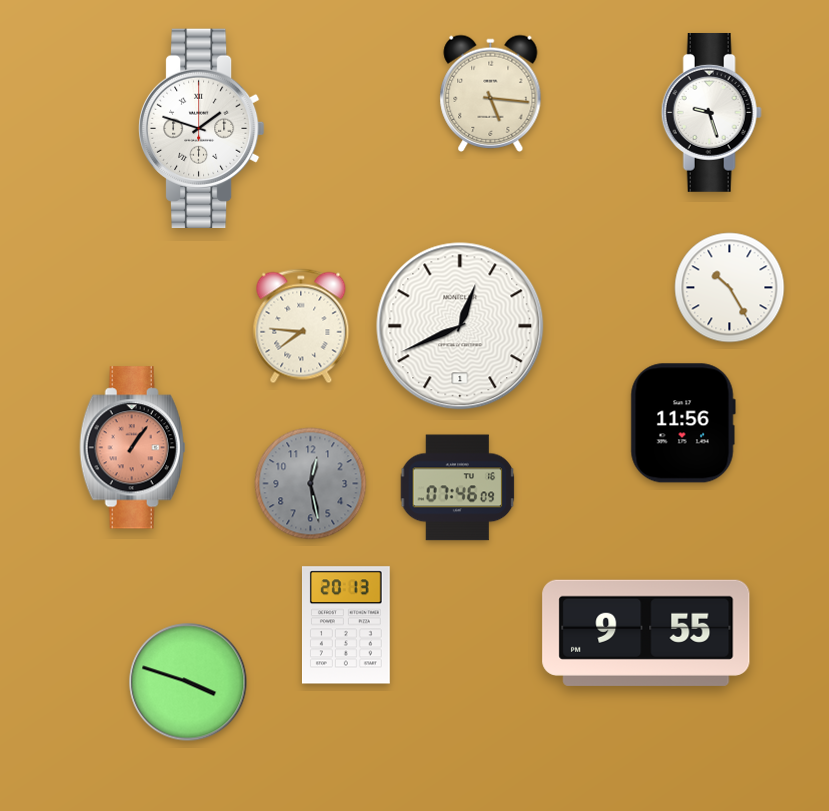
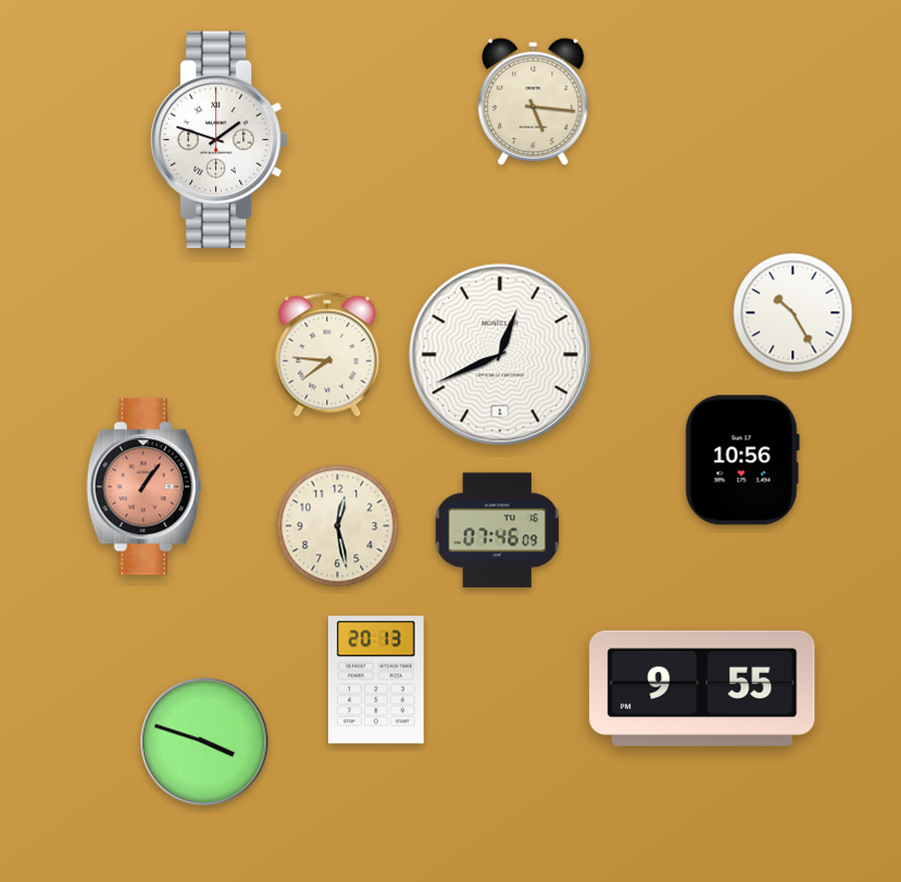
clock at (711, 112): 9:27 -> none
clock at (683, 423): 11:56 -> 10:56
clock at (311, 484) dial: grey -> cream
